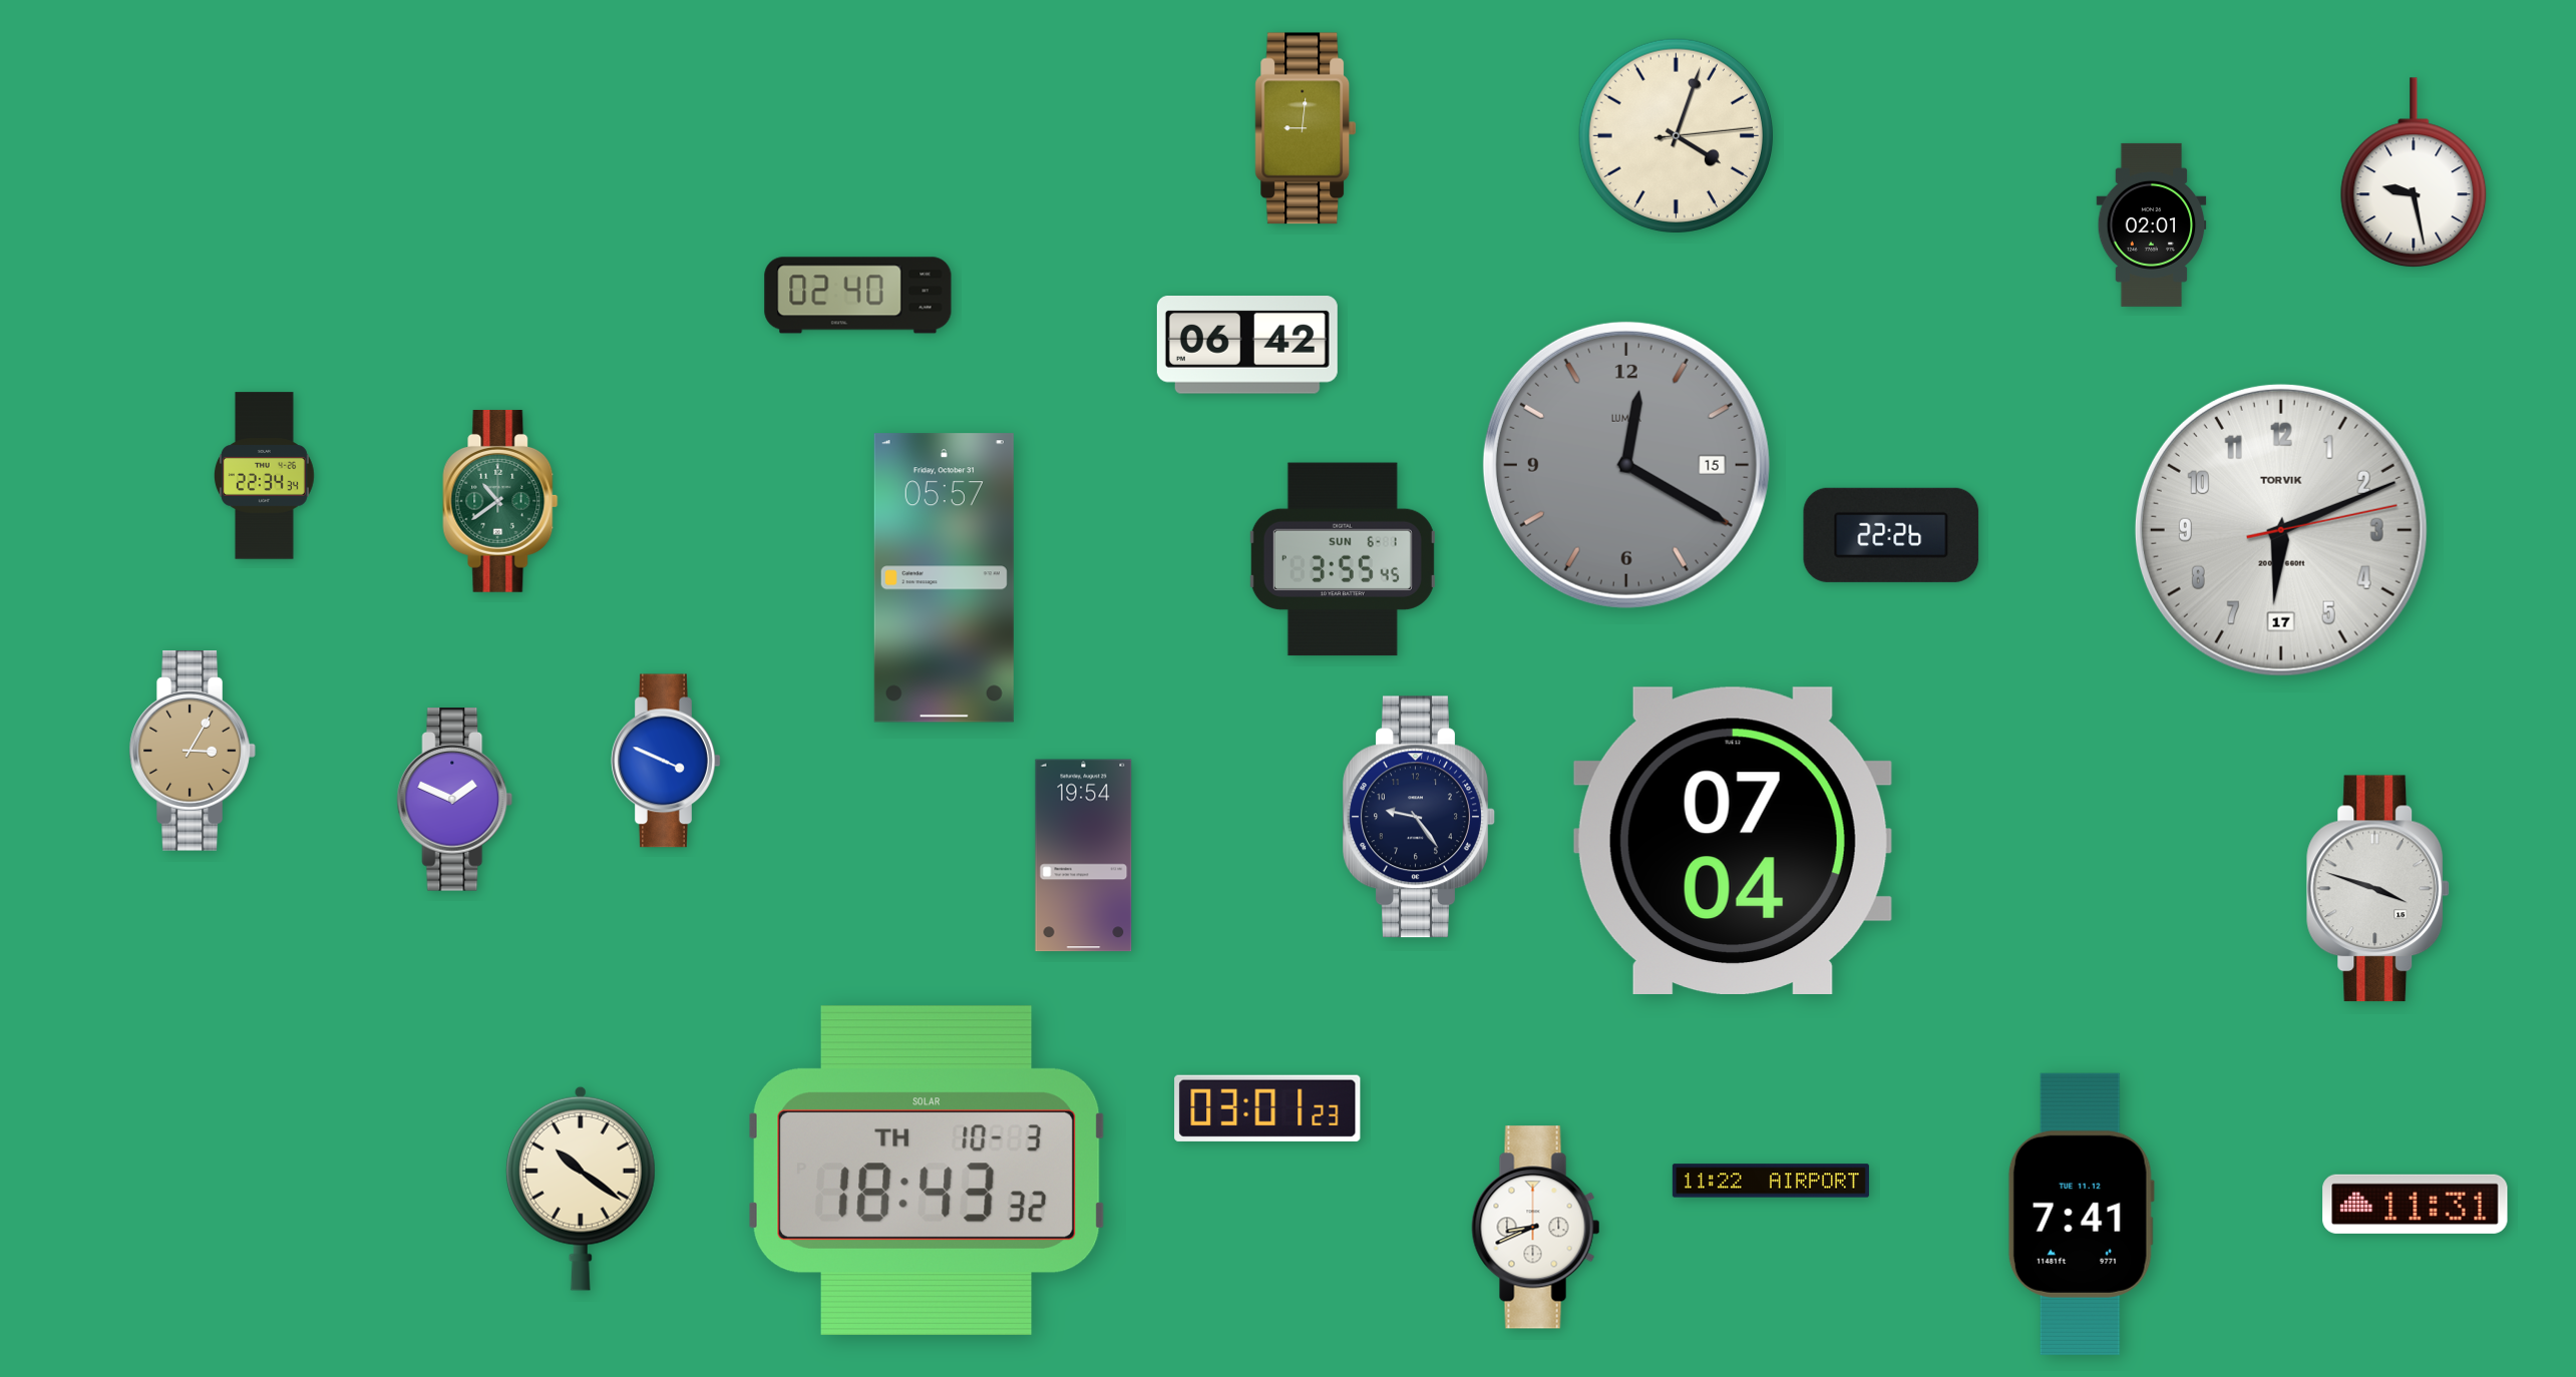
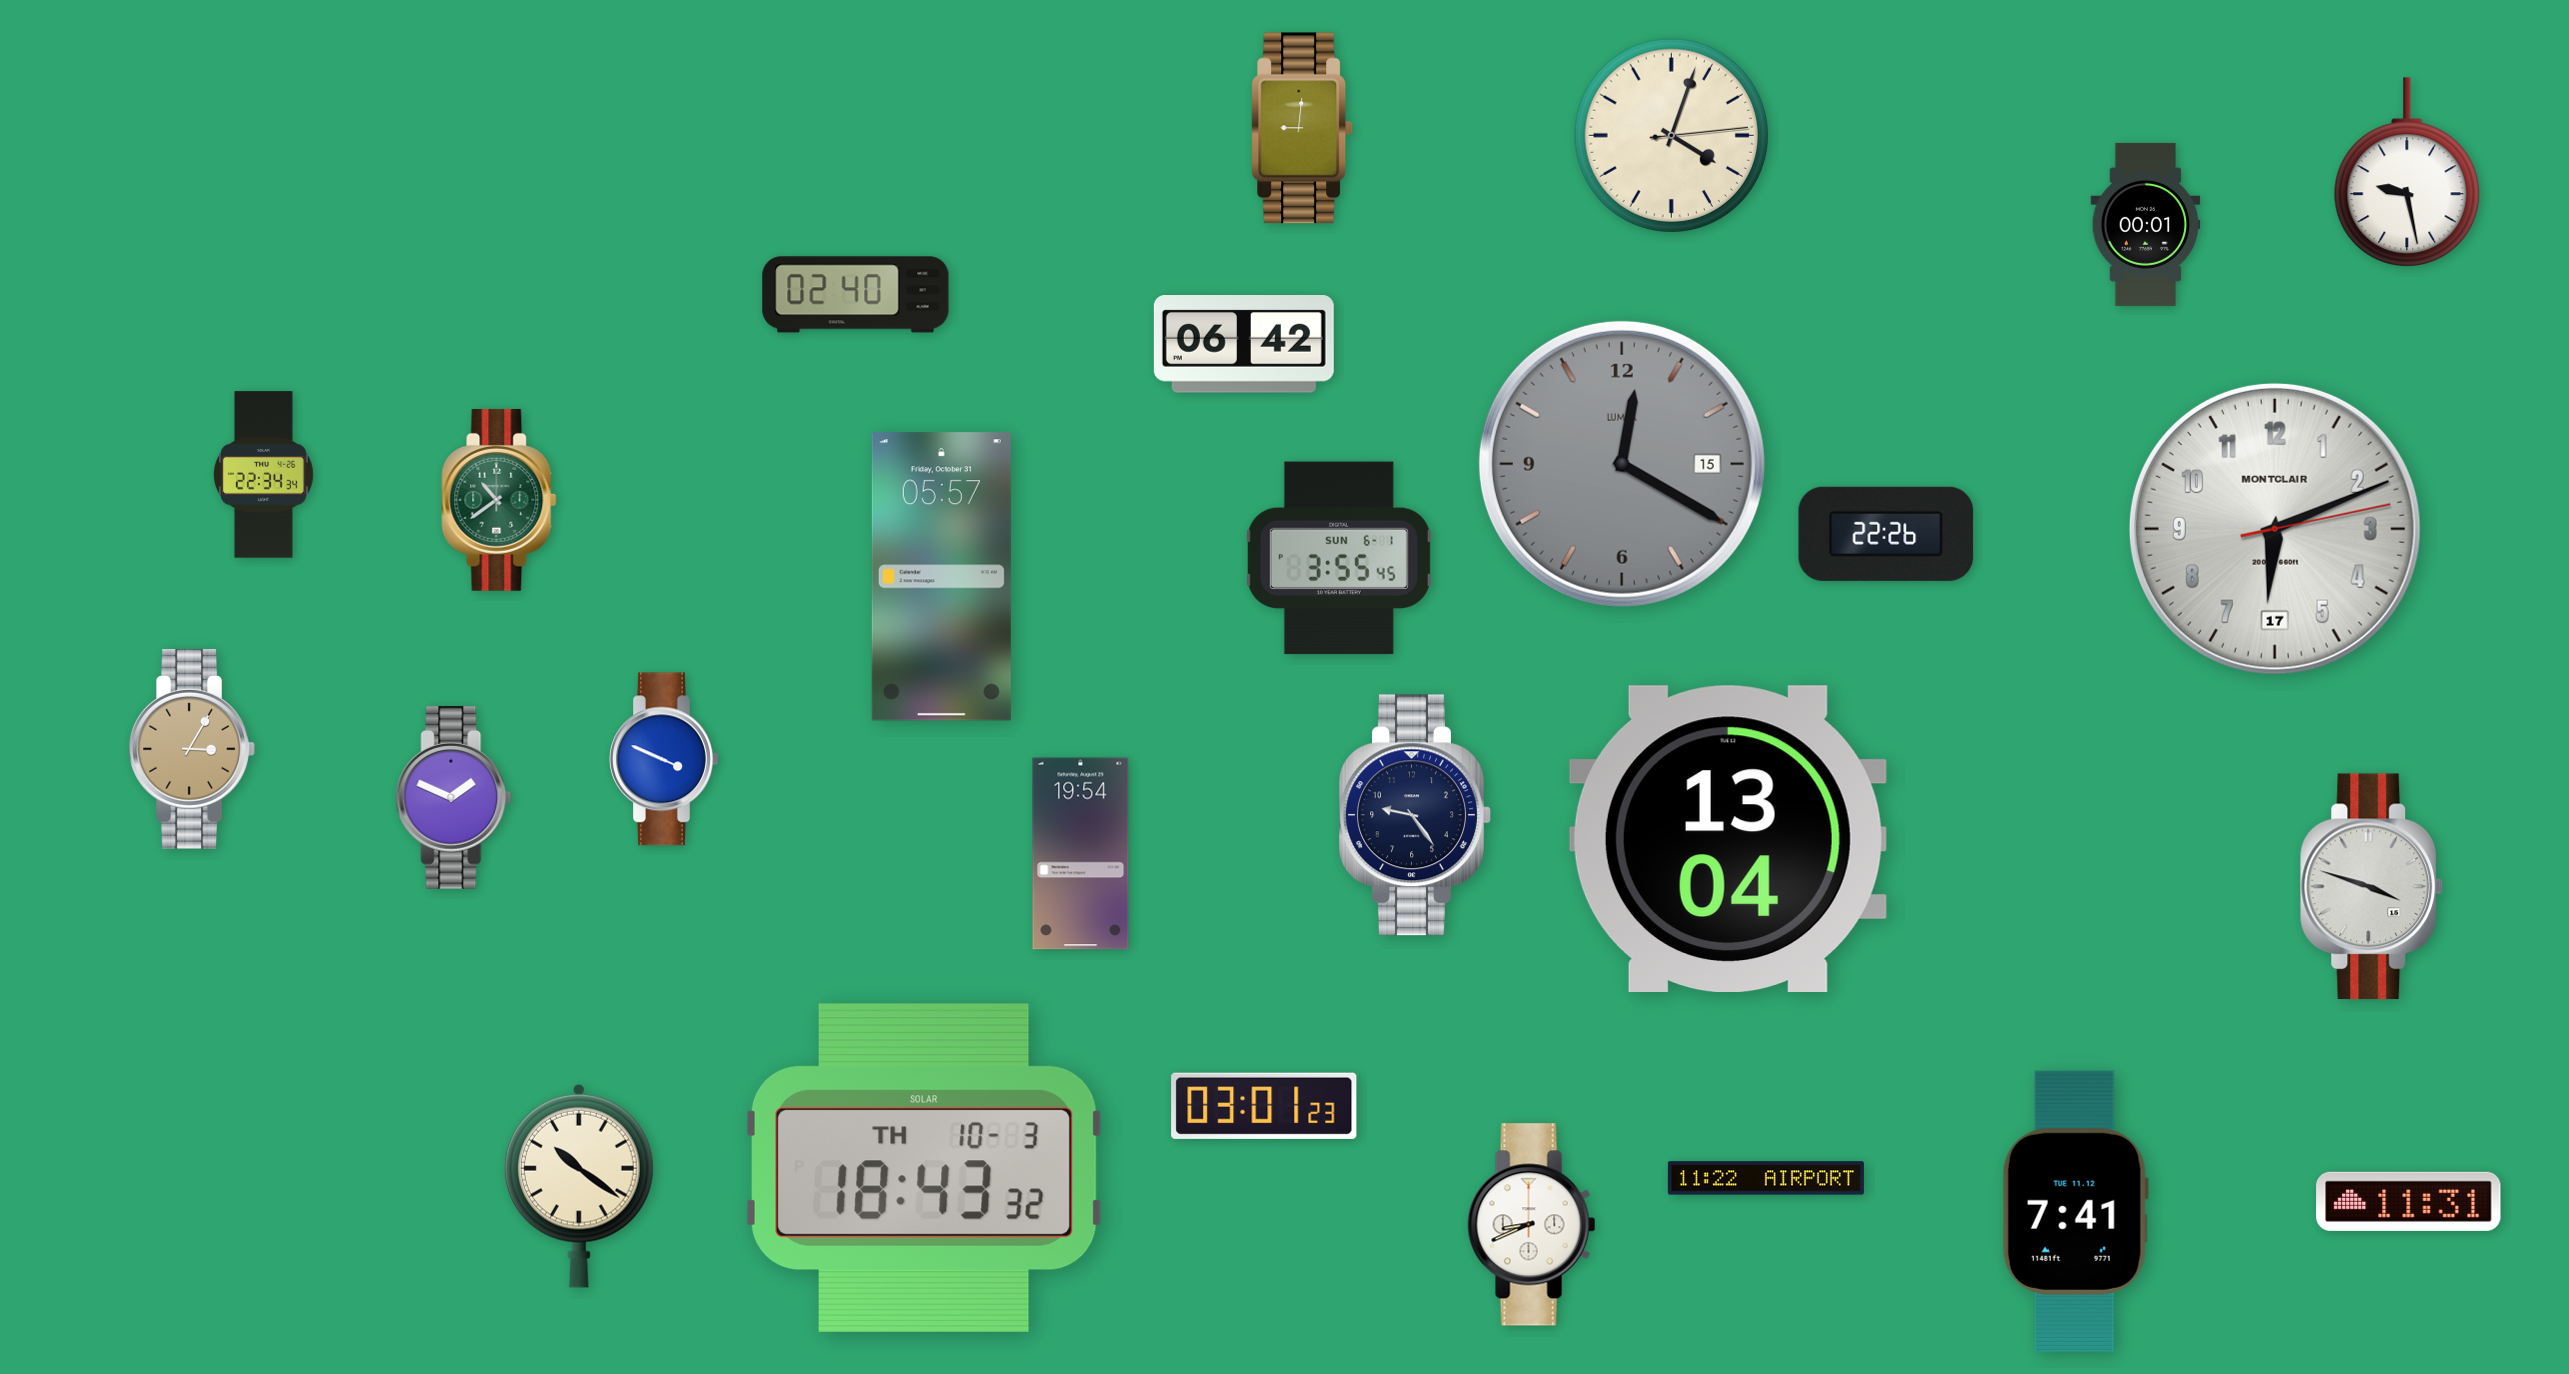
clock at (2152, 224): 02:01 -> 00:01
clock at (2281, 530) brand: TORVIK -> MONTCLAIR
clock at (1733, 840): 07:04 -> 13:04
